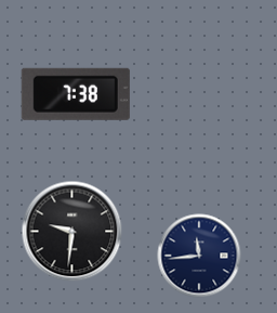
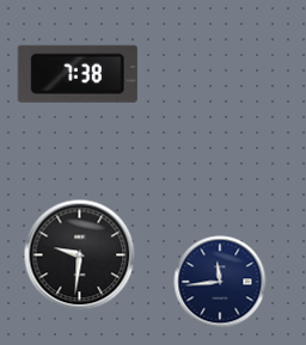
clock at (76, 94) position: (76, 94) -> (78, 74)
